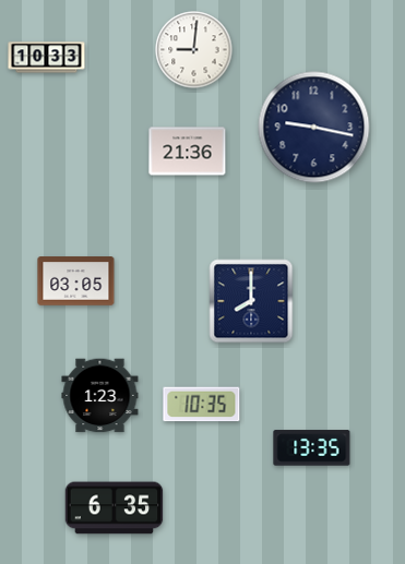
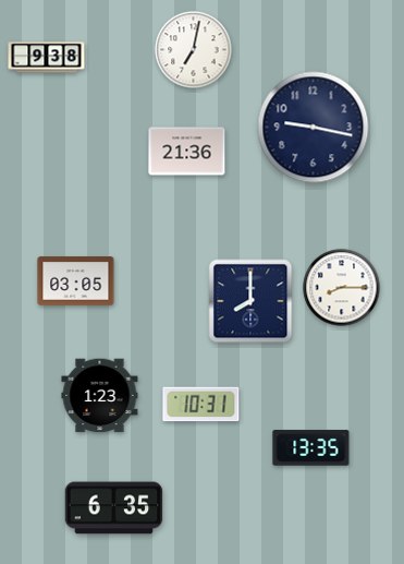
clock at (194, 50): 9:01 -> 7:02
clock at (47, 58): 10:33 -> 9:38
clock at (342, 288): none -> 8:15
clock at (202, 405): 10:35 -> 10:31
